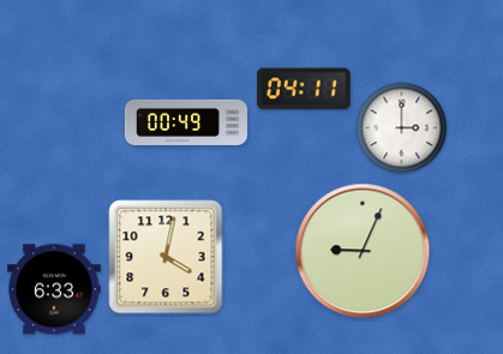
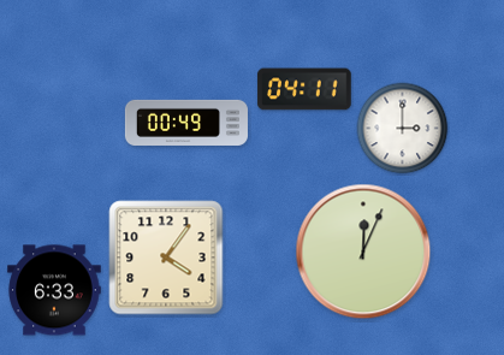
clock at (363, 251): 9:04 -> 12:04
clock at (166, 257): 4:02 -> 4:06
